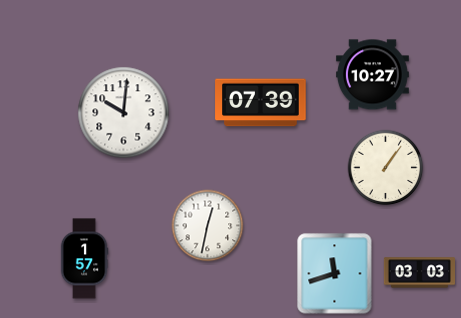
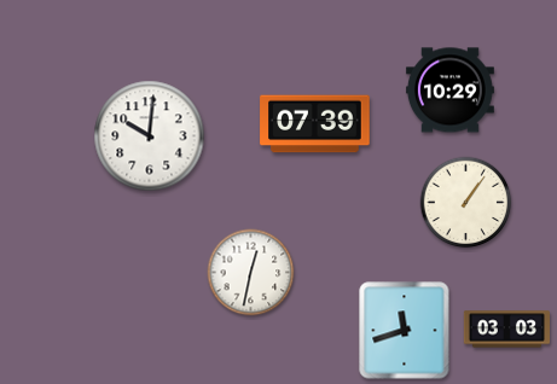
clock at (372, 75): 10:27 -> 10:29
clock at (84, 259): 1:57 -> none
